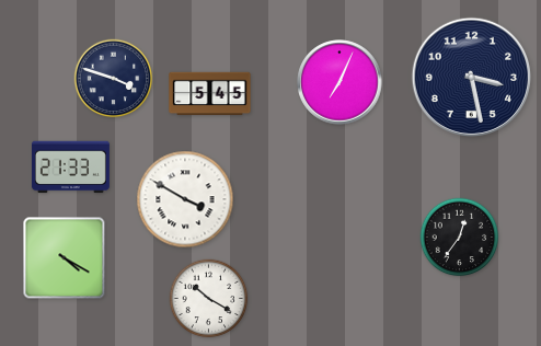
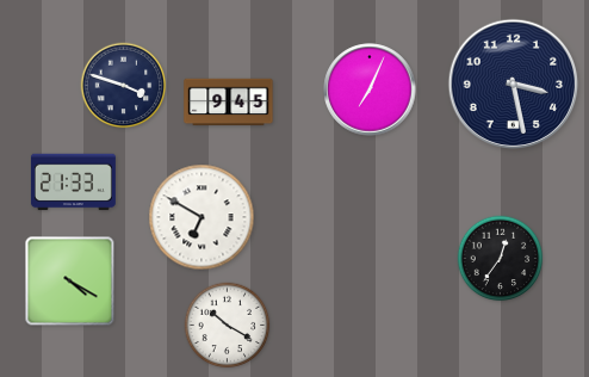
clock at (210, 94): 5:45 -> 9:45
clock at (70, 168) position: (70, 168) -> (73, 183)
clock at (185, 199): 3:50 -> 6:50
